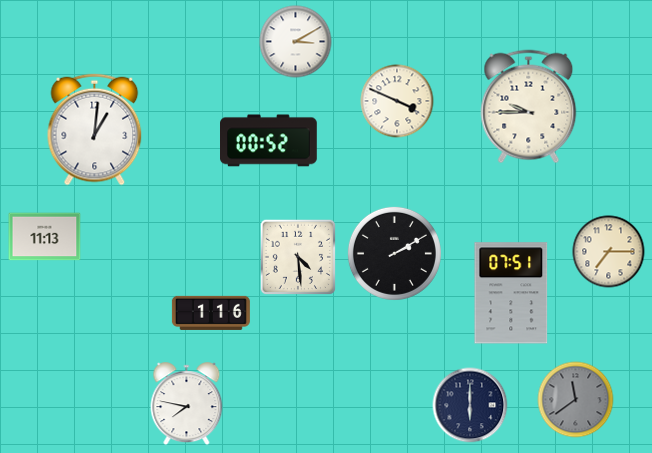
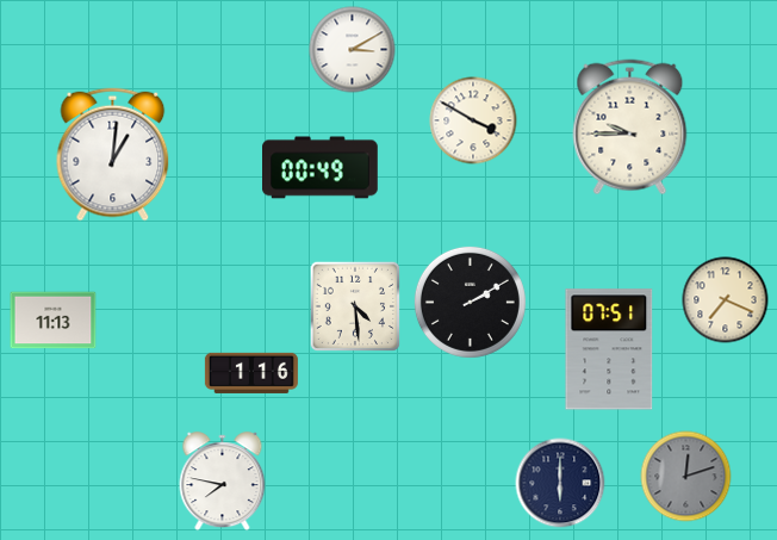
clock at (397, 101): 3:49 -> 3:50
clock at (269, 141): 00:52 -> 00:49
clock at (45, 237) position: (45, 237) -> (54, 321)
clock at (609, 252): 7:15 -> 7:19
clock at (576, 400): 11:39 -> 12:12
